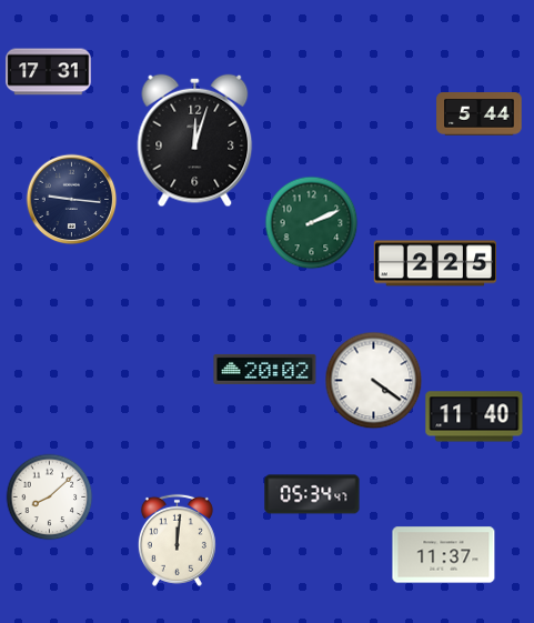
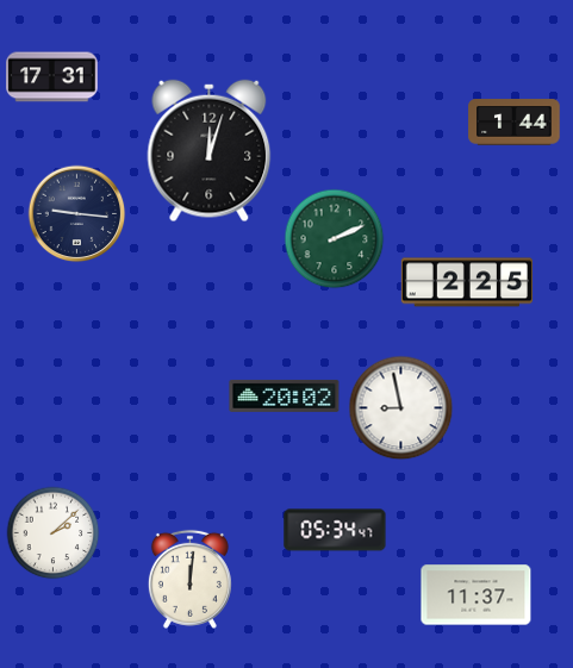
clock at (480, 114): 5:44 -> 1:44
clock at (373, 380): 4:21 -> 8:58
clock at (474, 416): 11:40 -> none
clock at (49, 496): 8:08 -> 2:08
